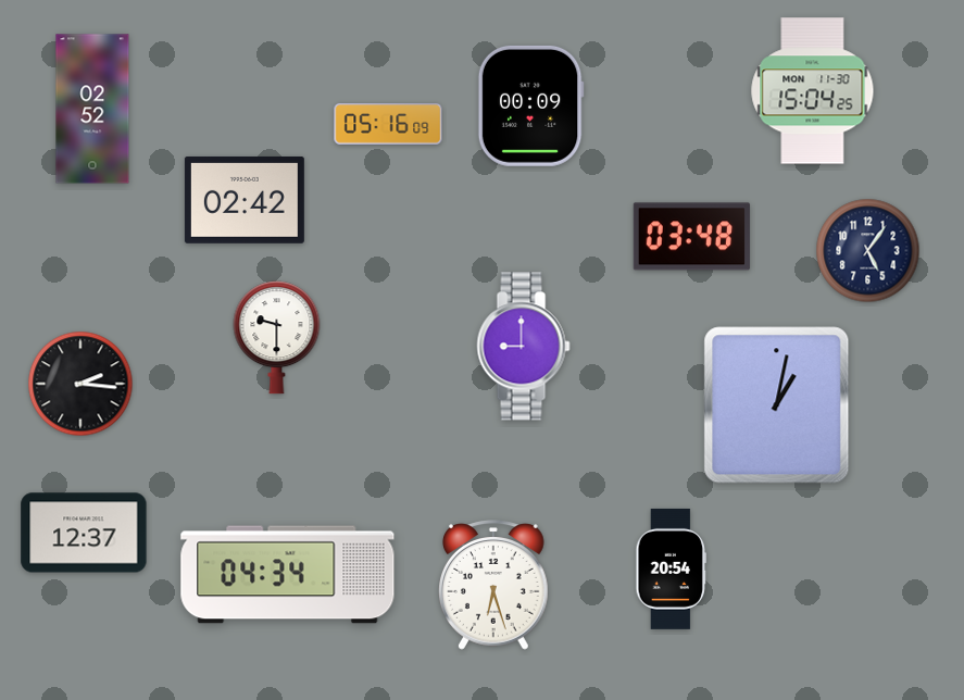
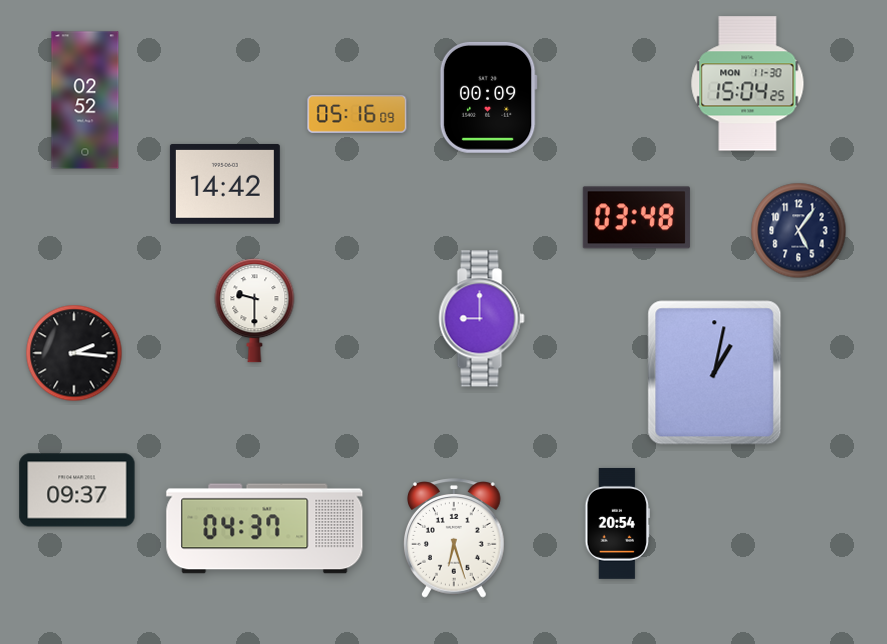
clock at (245, 200): 02:42 -> 14:42
clock at (84, 533): 12:37 -> 09:37
clock at (288, 575): 04:34 -> 04:37
